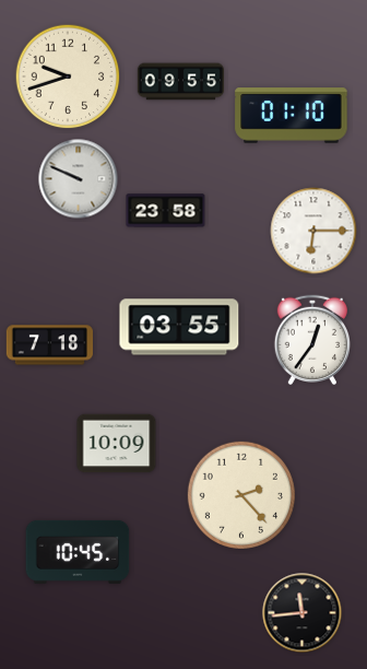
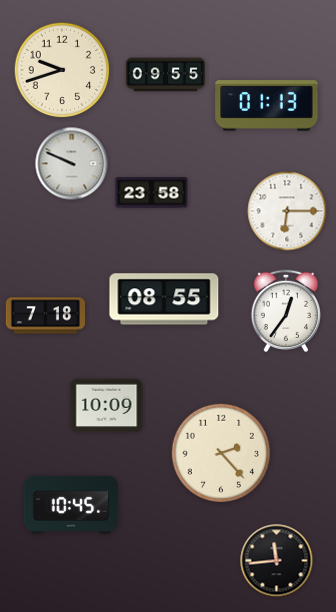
clock at (292, 116): 01:10 -> 01:13
clock at (179, 327): 03:55 -> 08:55
